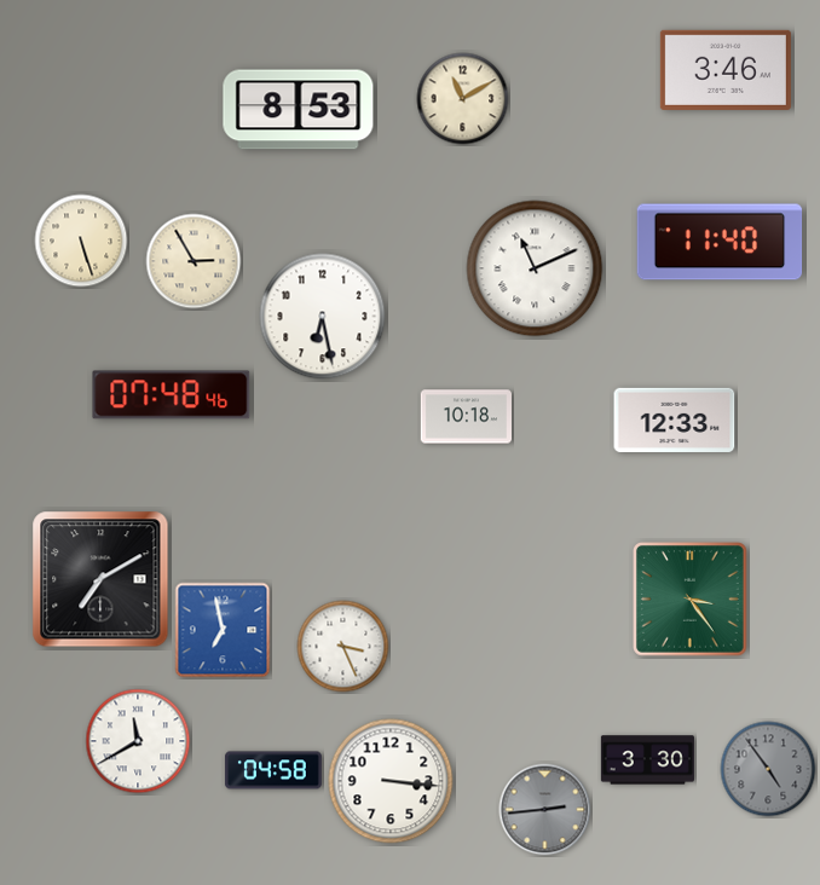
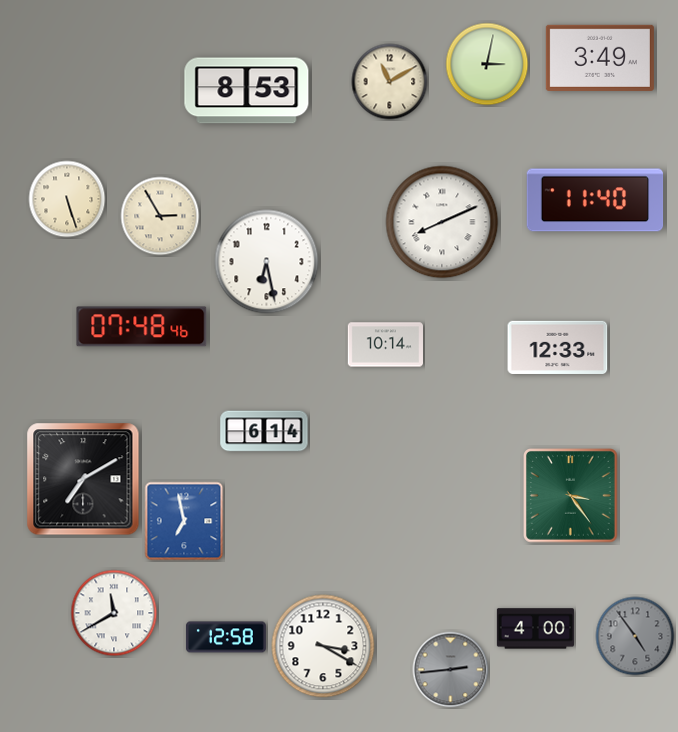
clock at (726, 70): 3:46 -> 3:49
clock at (487, 64): none -> 3:02
clock at (463, 99) position: (463, 99) -> (390, 82)
clock at (535, 268): 11:11 -> 8:11
clock at (467, 417): 10:18 -> 10:14
clock at (264, 431): none -> 6:14
clock at (343, 647): 3:26 -> none
clock at (647, 760): 3:30 -> 4:00
clock at (273, 770): 04:58 -> 12:58
clock at (391, 781): 3:16 -> 3:20
